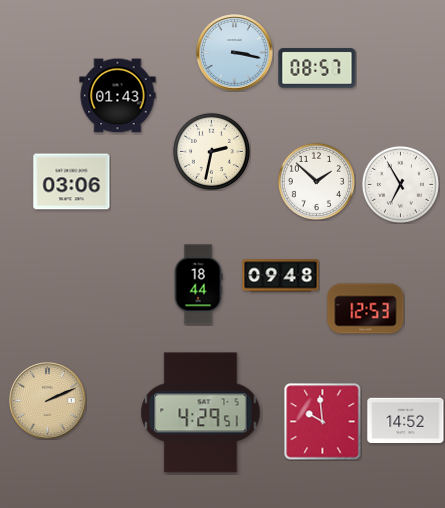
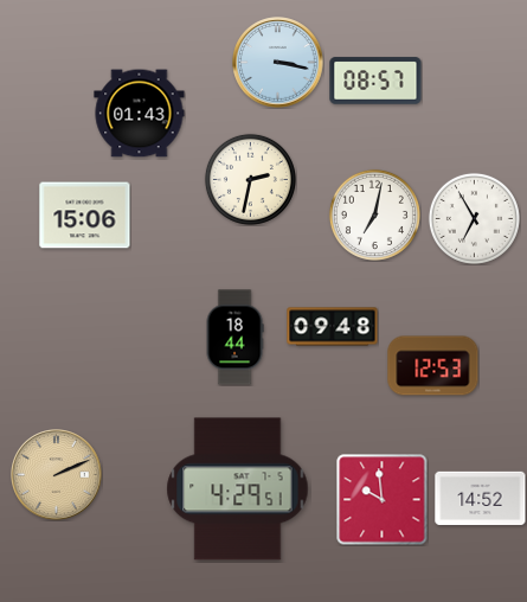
clock at (316, 181): 1:52 -> 7:02
clock at (72, 182): 03:06 -> 15:06
